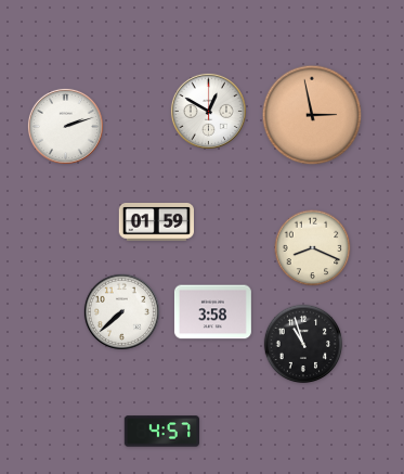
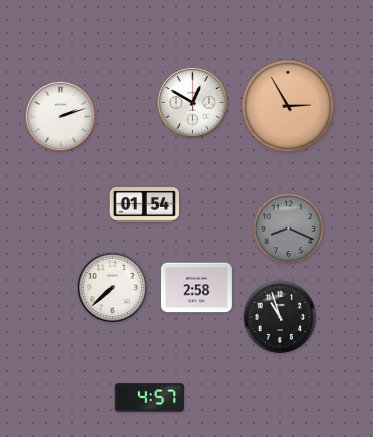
clock at (312, 115): 2:58 -> 2:55
clock at (156, 222): 01:59 -> 01:54
clock at (313, 248) dial: cream -> grey
clock at (212, 312): 3:58 -> 2:58
